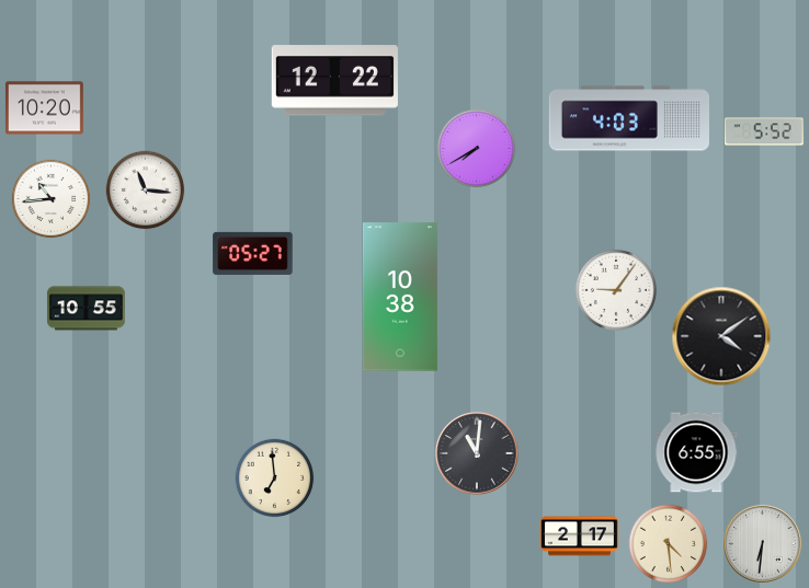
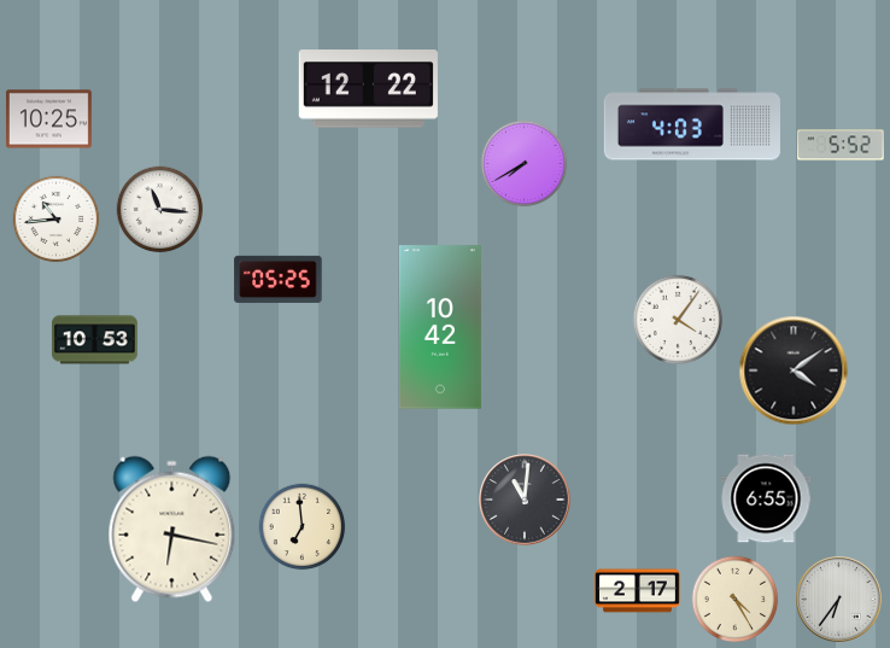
clock at (44, 108): 10:20 -> 10:25
clock at (628, 118) position: (628, 118) -> (691, 124)
clock at (253, 253): 05:27 -> 05:25
clock at (616, 290): 9:06 -> 4:06
clock at (400, 297): 10:38 -> 10:42
clock at (86, 309): 10:55 -> 10:53
clock at (172, 530): none -> 6:17
clock at (669, 544): 4:29 -> 4:25
clock at (763, 544): 6:31 -> 6:36
